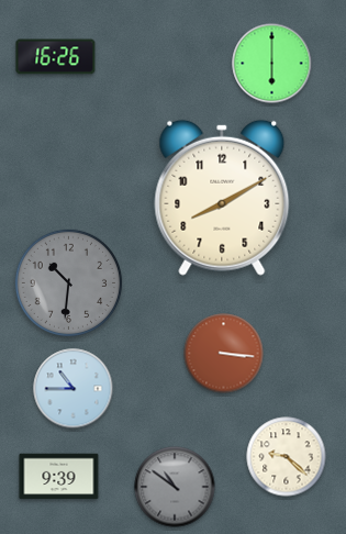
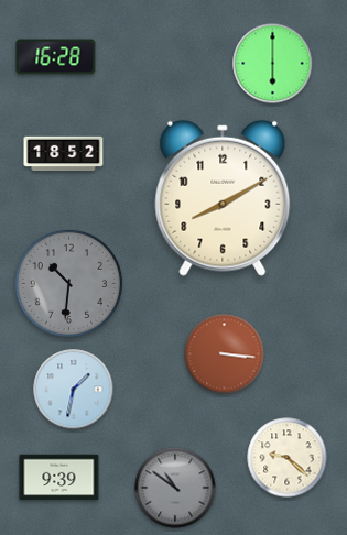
clock at (56, 57): 16:26 -> 16:28
clock at (64, 154): none -> 18:52
clock at (74, 389): 10:45 -> 1:32
